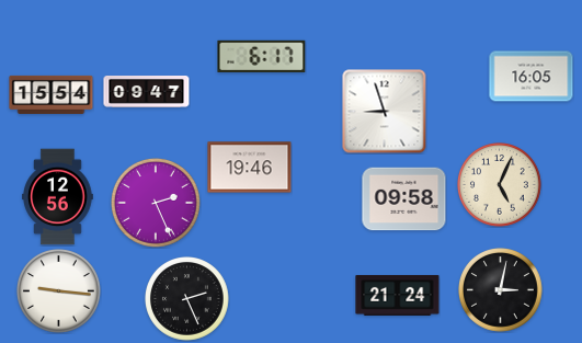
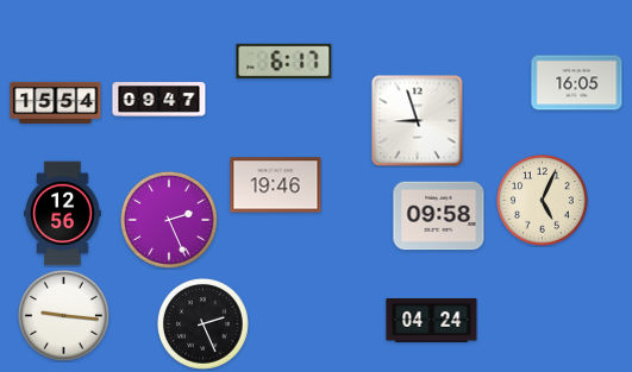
clock at (250, 168) position: (250, 168) -> (276, 185)
clock at (501, 290): 3:02 -> none
clock at (398, 295): 21:24 -> 04:24
